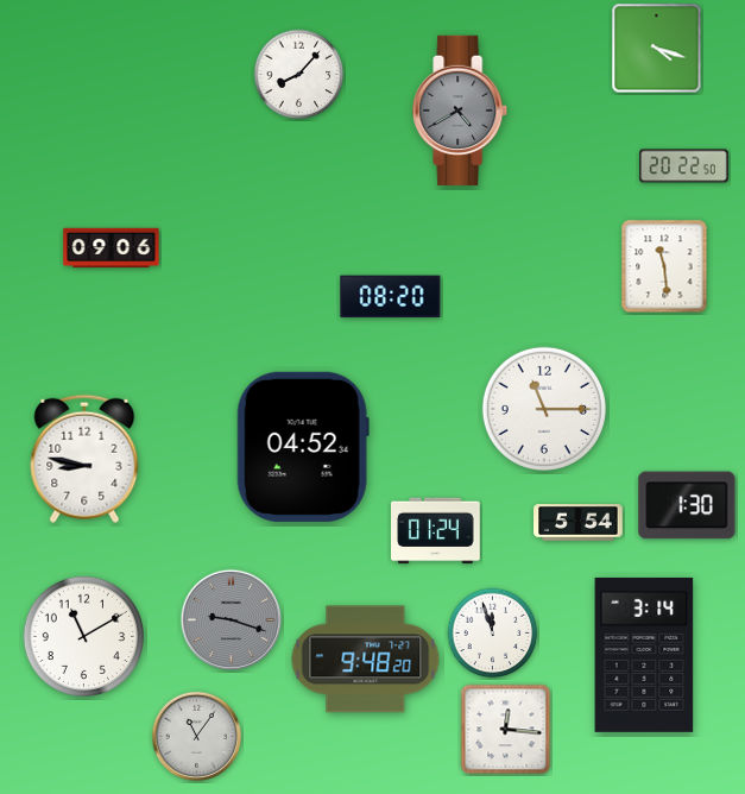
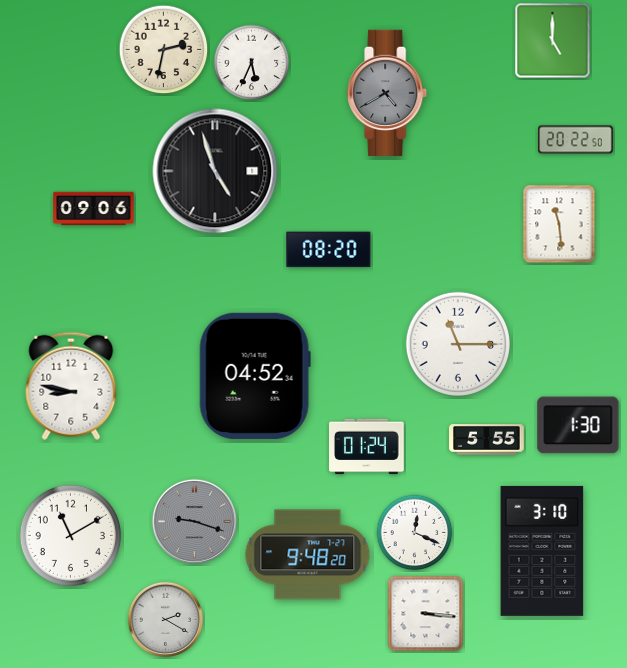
clock at (657, 49): 4:18 -> 5:00
clock at (164, 50): none -> 2:32
clock at (299, 75): 8:07 -> 5:34
clock at (215, 171): none -> 4:57
clock at (579, 523): 5:54 -> 5:55
clock at (493, 634): 11:57 -> 12:19
clock at (644, 655): 3:14 -> 3:10
clock at (506, 730): 12:16 -> 3:16
clock at (196, 736): 11:06 -> 2:20
